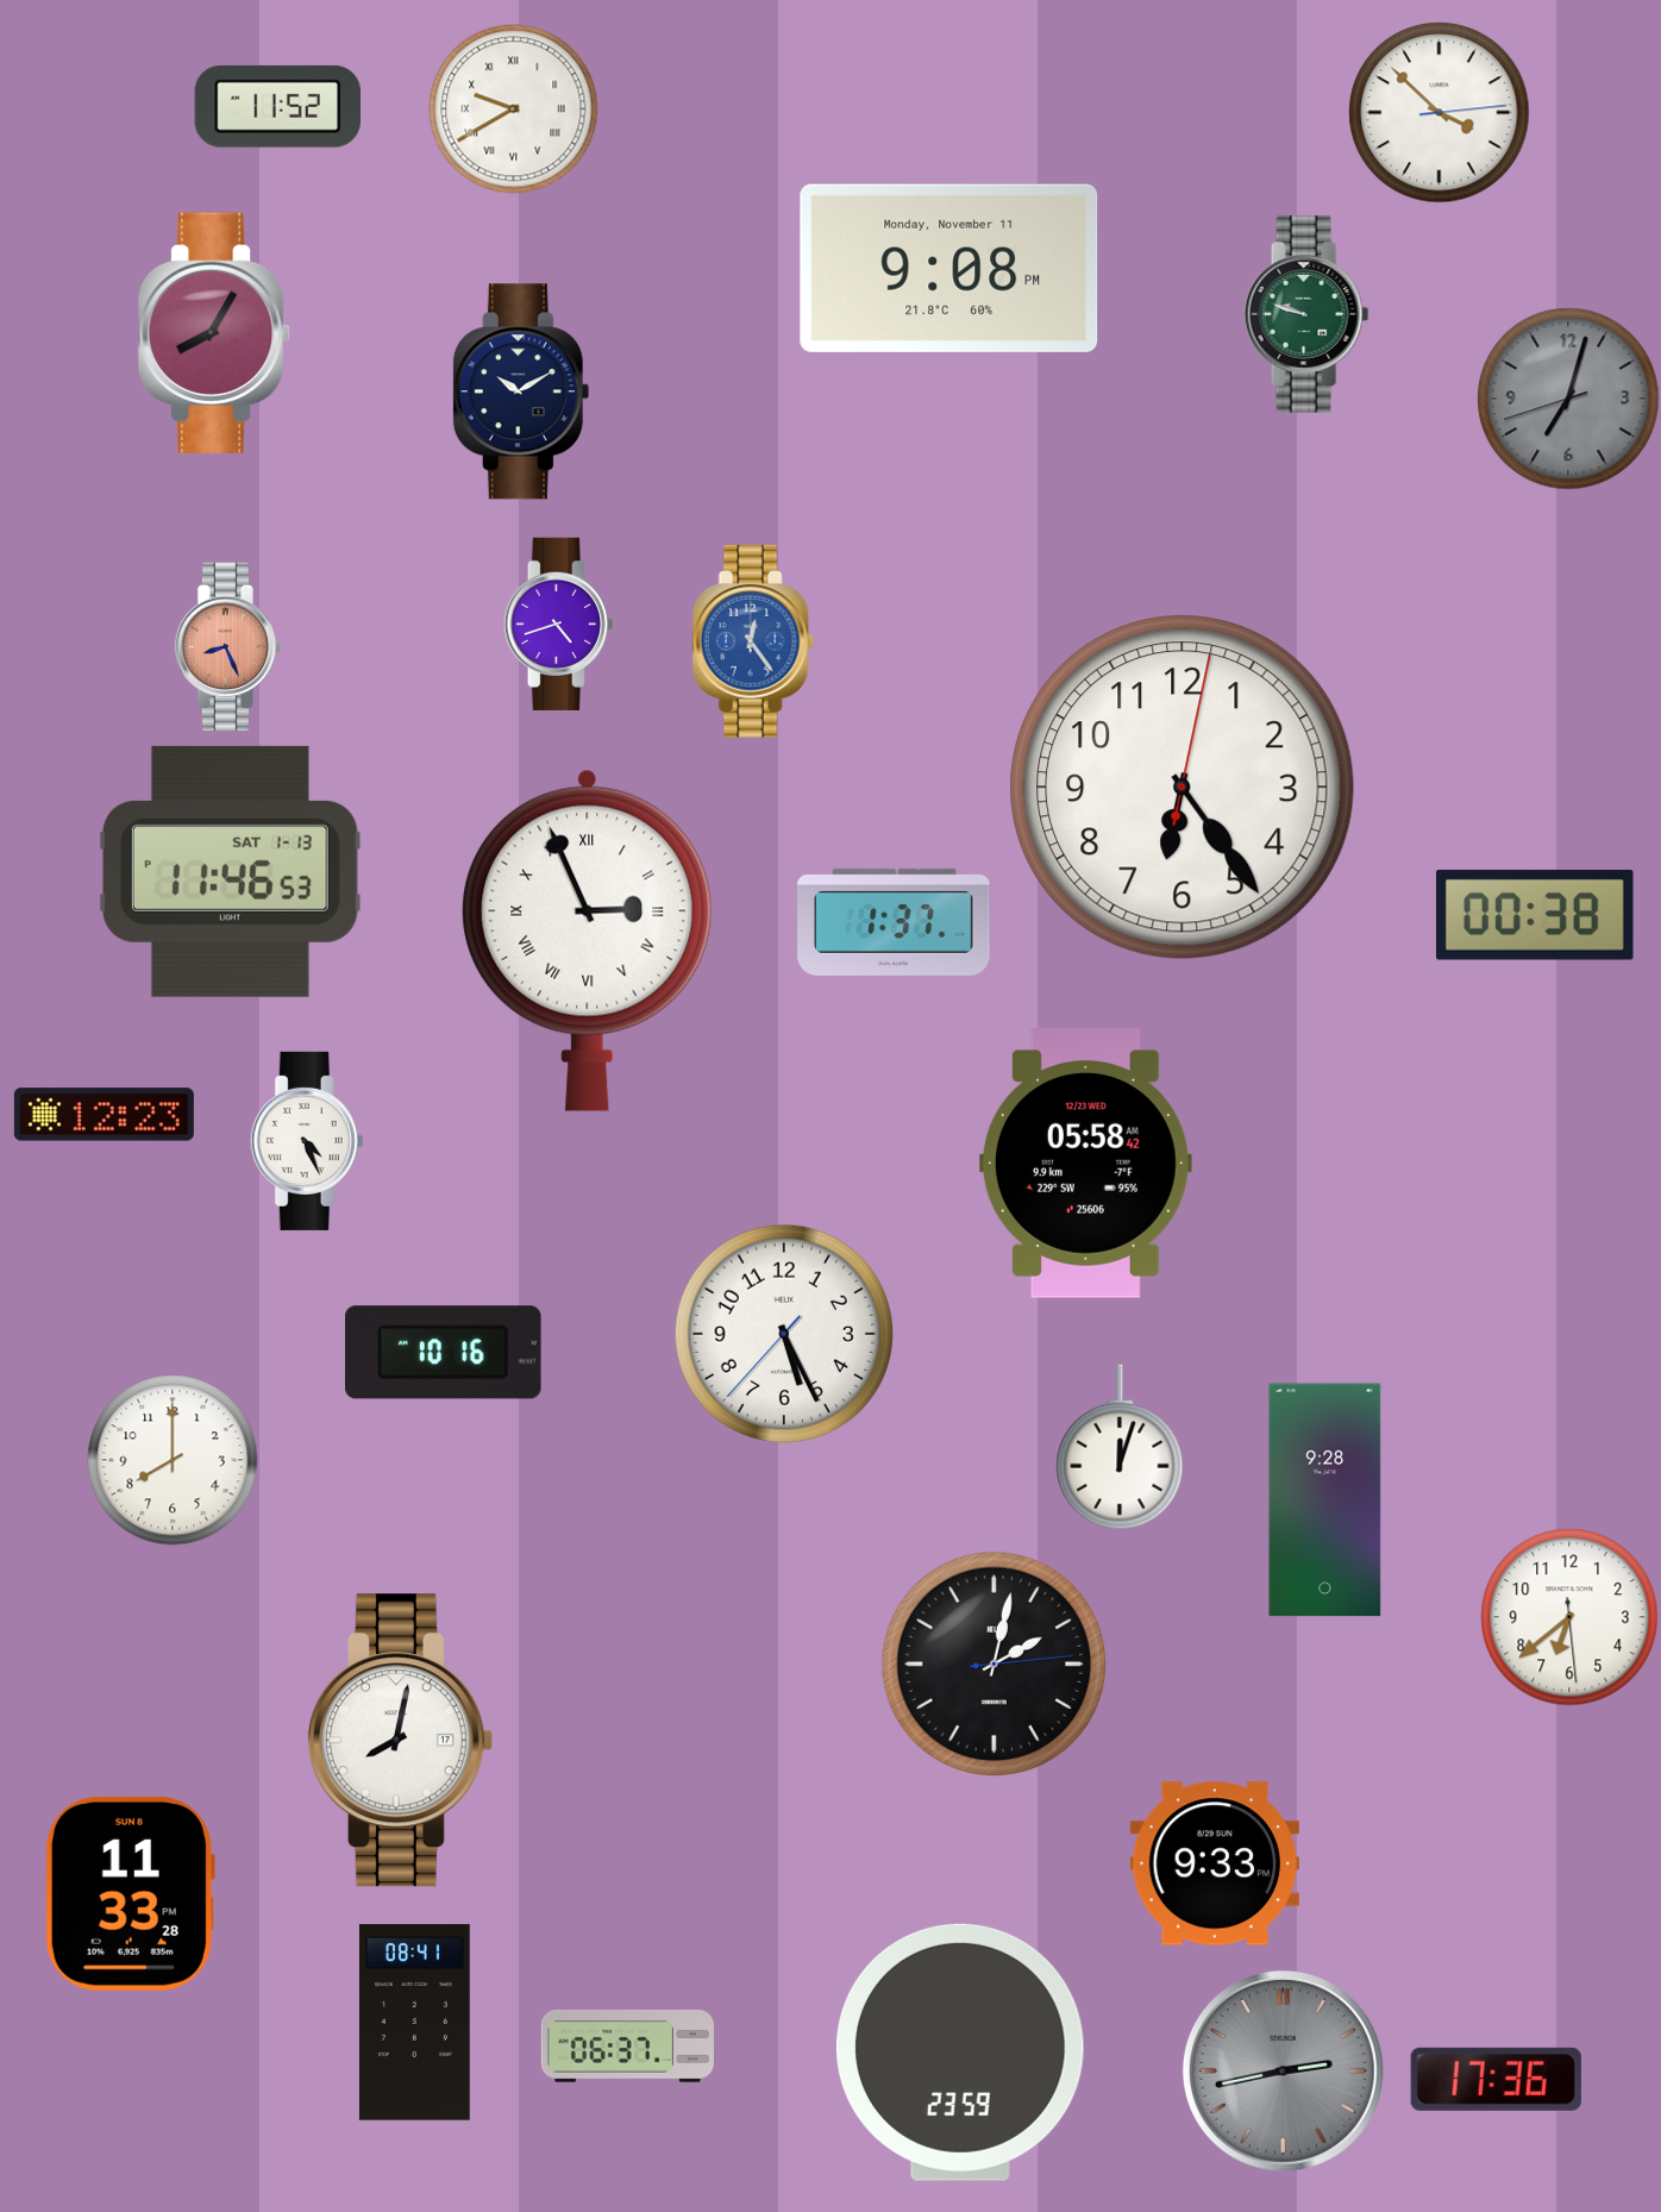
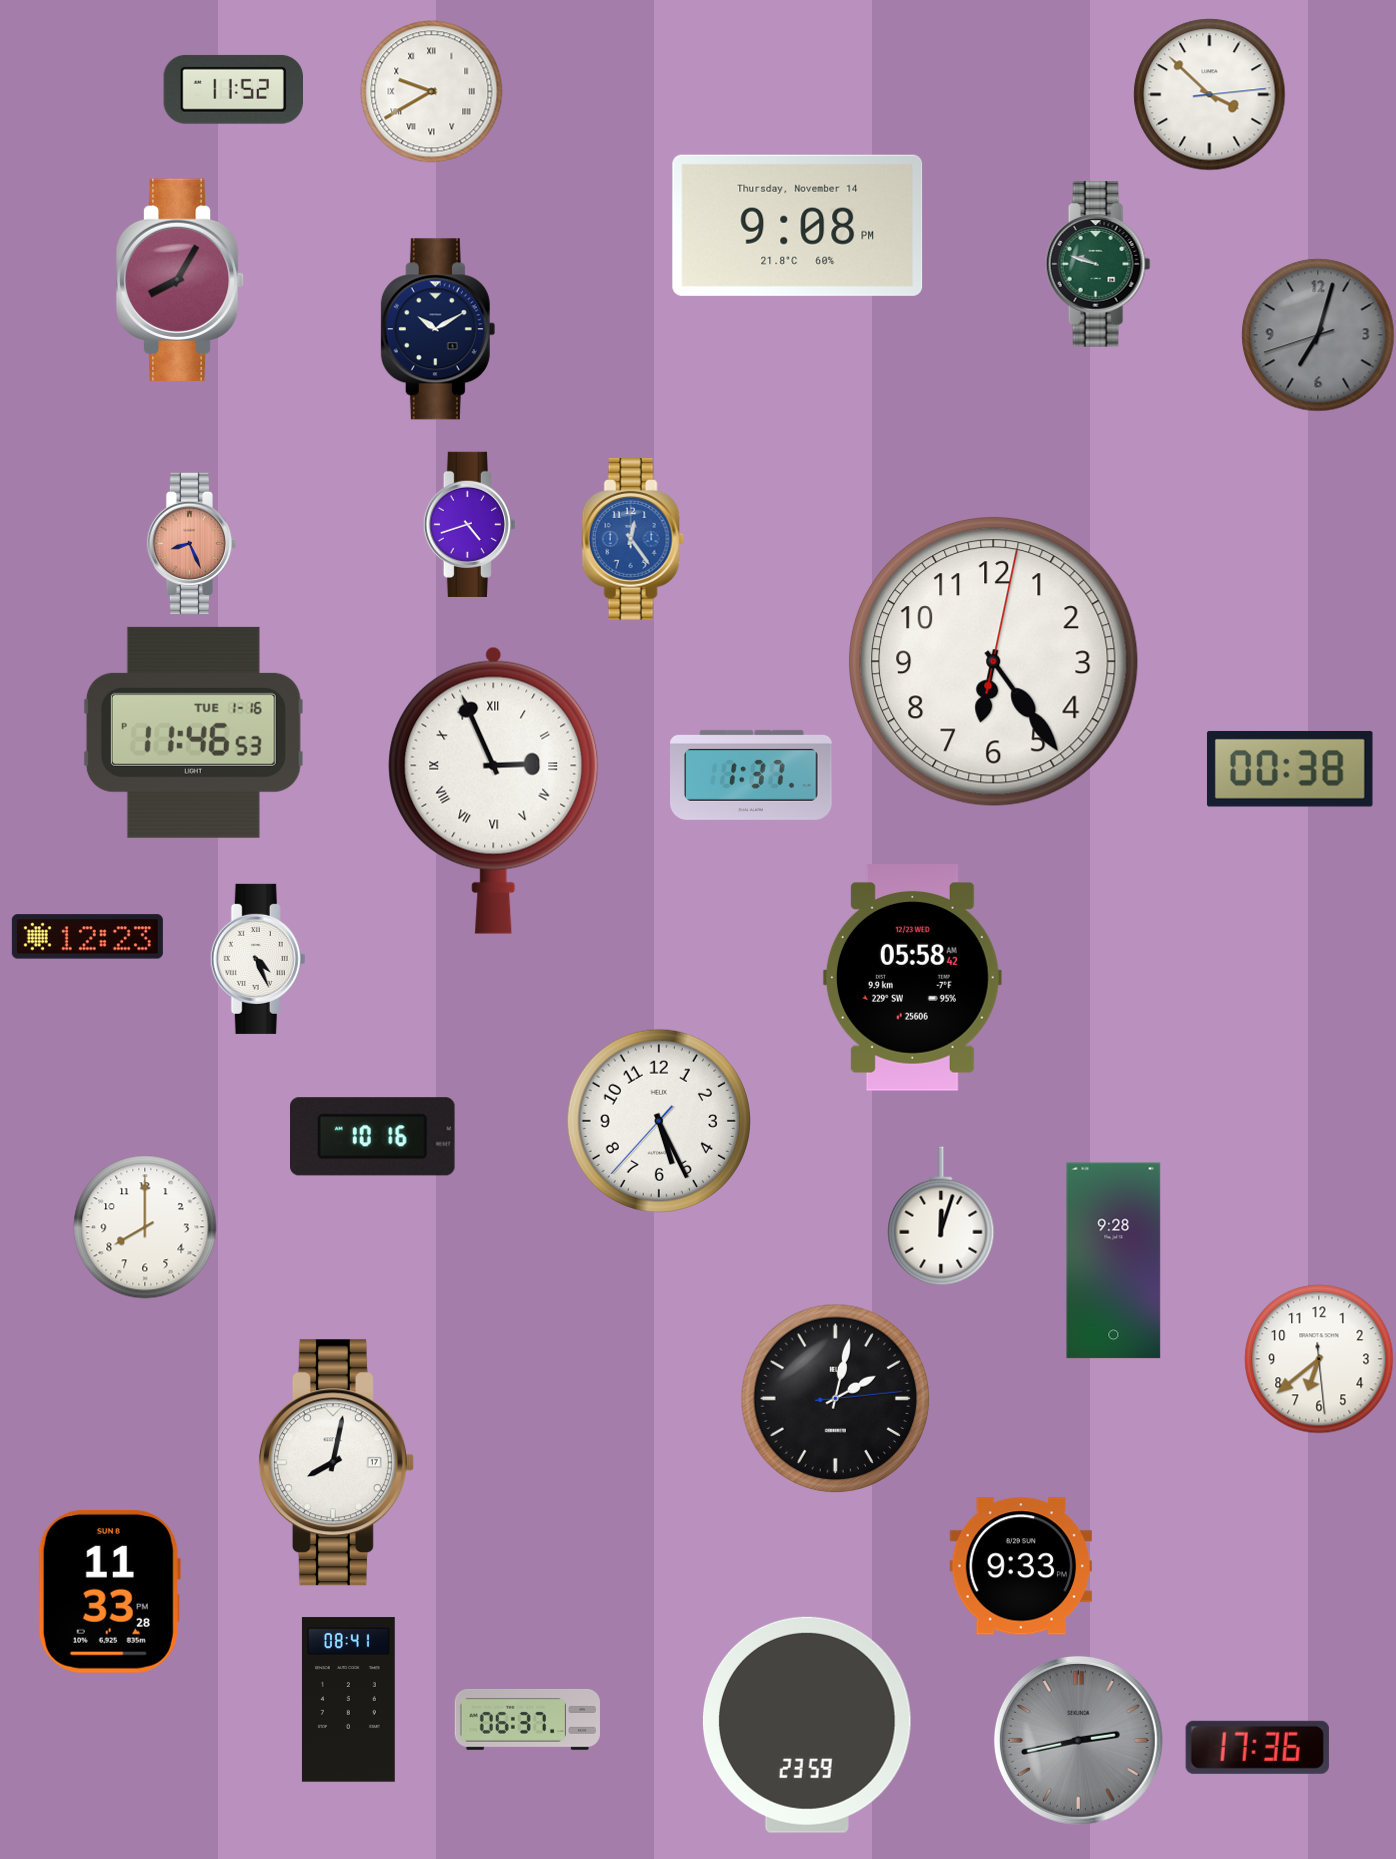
clock at (949, 268) date: Monday, November 11 -> Thursday, November 14
clock at (230, 871) date: SAT 1-13 -> TUE 1-16
